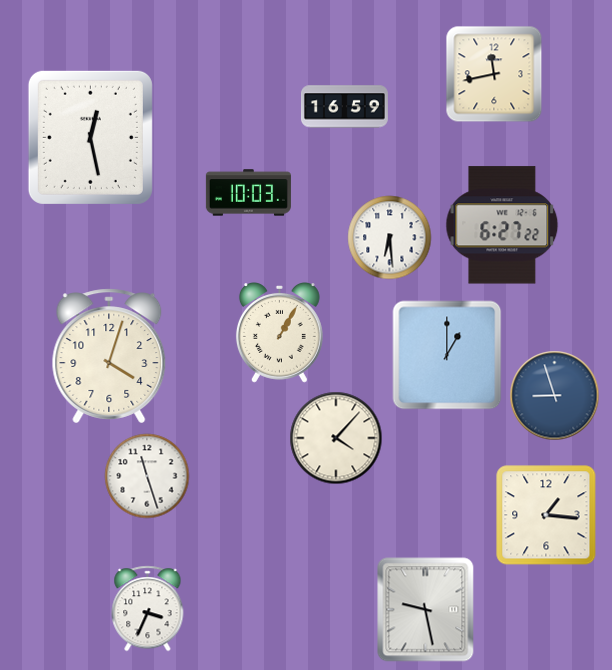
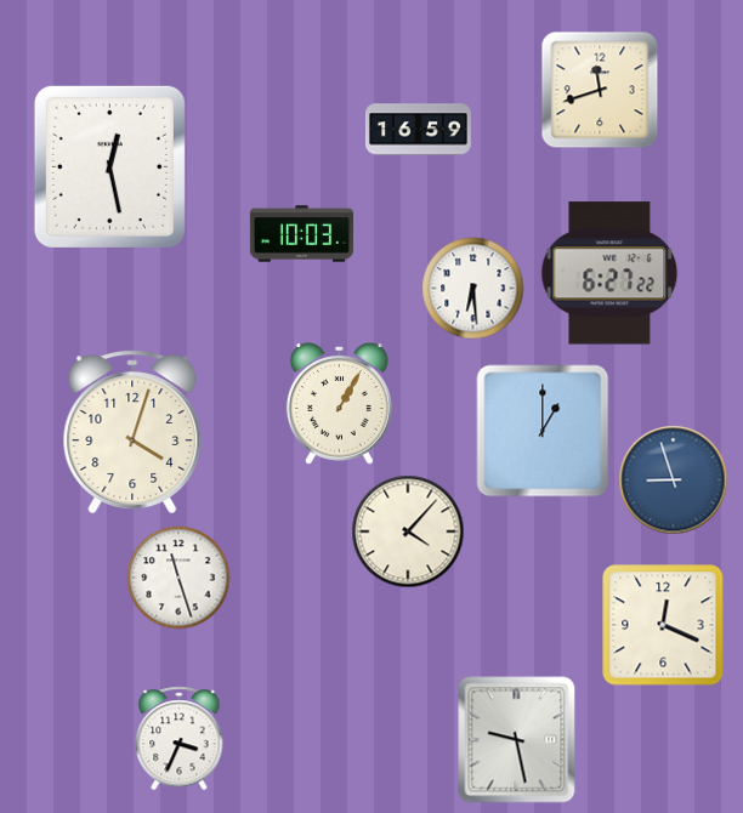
clock at (494, 74): 11:43 -> 11:42
clock at (546, 515): 1:16 -> 12:19
